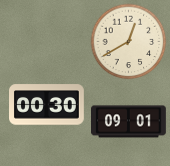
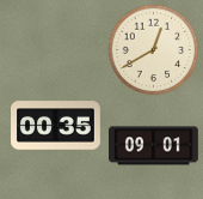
clock at (47, 105): 00:30 -> 00:35
